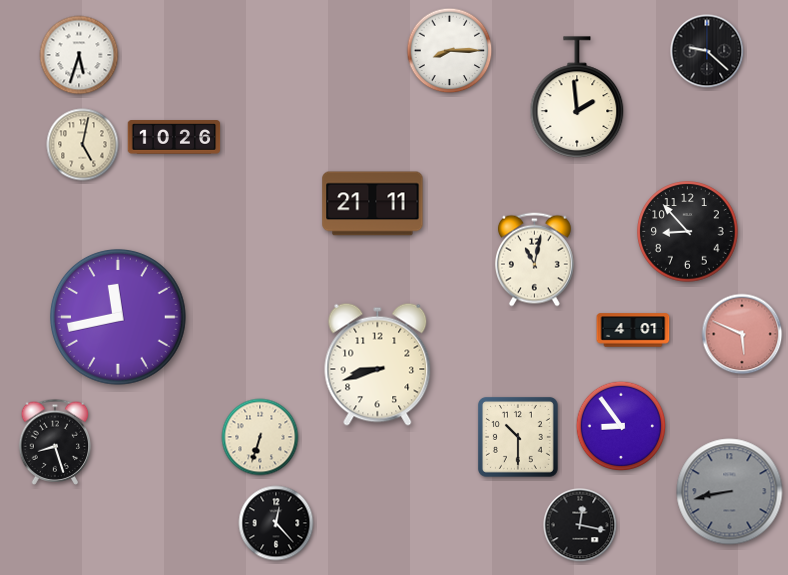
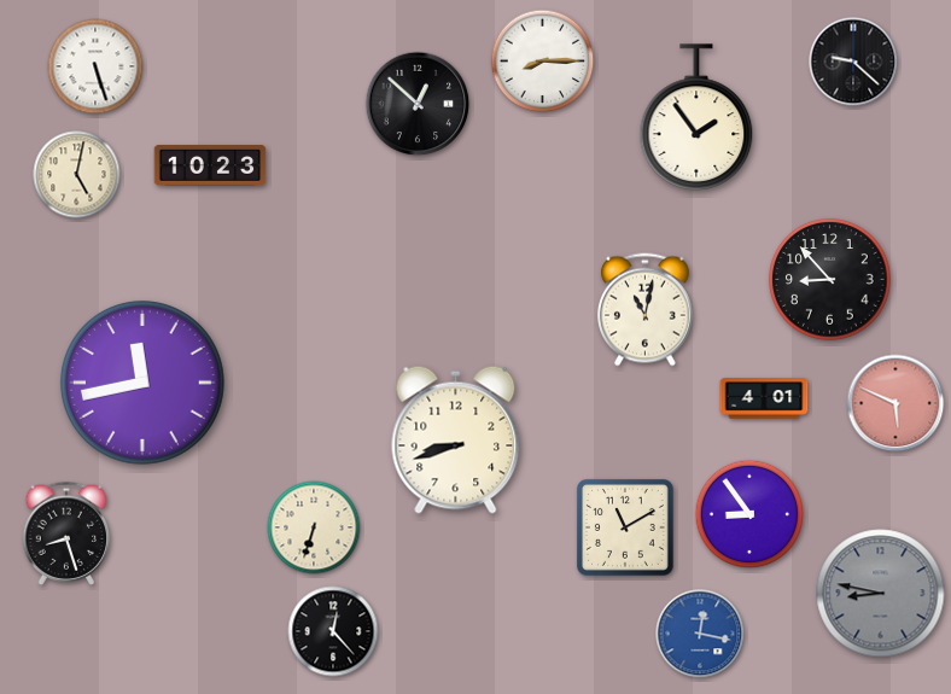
clock at (79, 55): 5:33 -> 5:27
clock at (418, 104): none -> 12:52
clock at (577, 97): 1:59 -> 1:54
clock at (174, 137): 10:26 -> 10:23
clock at (83, 145) position: (83, 145) -> (77, 175)
clock at (373, 204): 21:11 -> none
clock at (534, 260) position: (534, 260) -> (644, 310)
clock at (518, 437): 10:30 -> 11:10
clock at (730, 492): 8:43 -> 8:47
clock at (580, 525) dial: black -> blue
